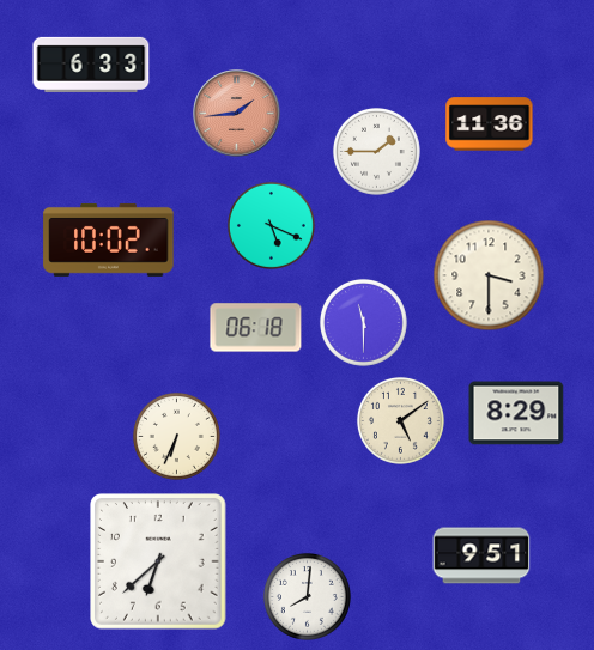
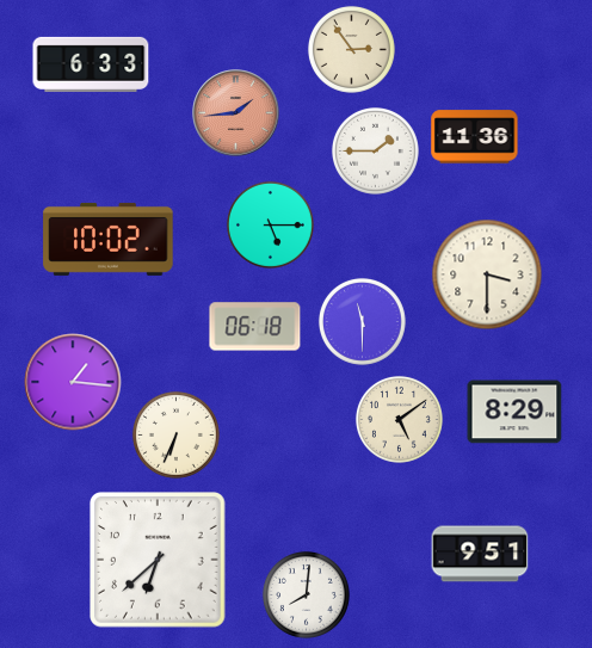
clock at (351, 49): none -> 2:54
clock at (490, 124) position: (490, 124) -> (475, 137)
clock at (271, 225): 5:19 -> 5:15
clock at (73, 382): none -> 1:16
